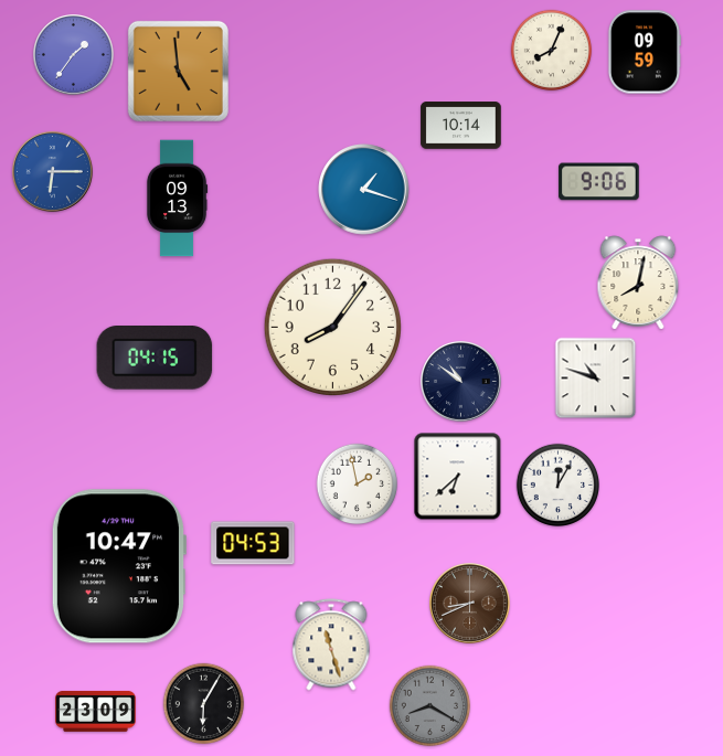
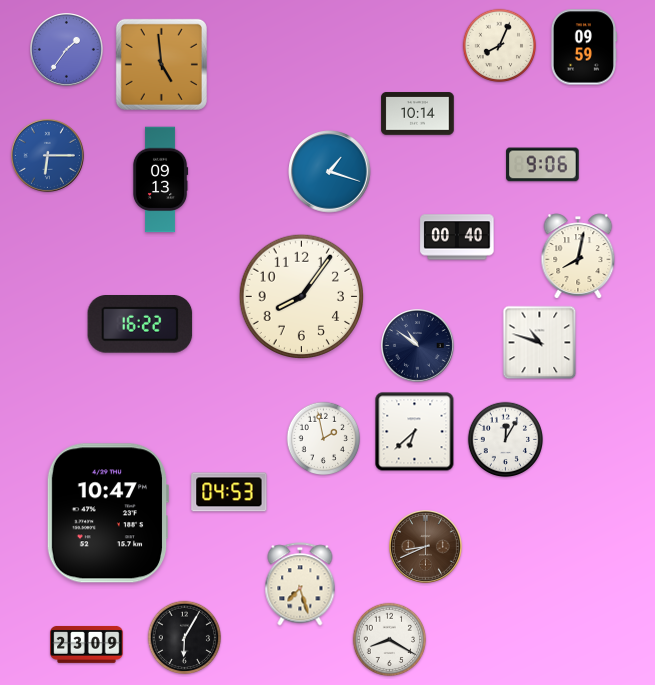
clock at (457, 237): none -> 00:40
clock at (155, 359): 04:15 -> 16:22
clock at (331, 645): 11:27 -> 7:27
clock at (430, 706) dial: grey -> white
